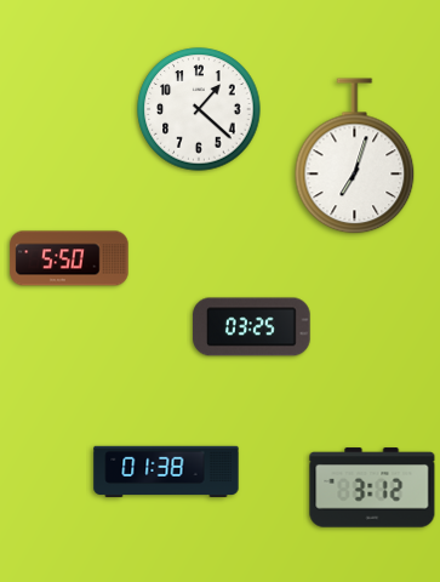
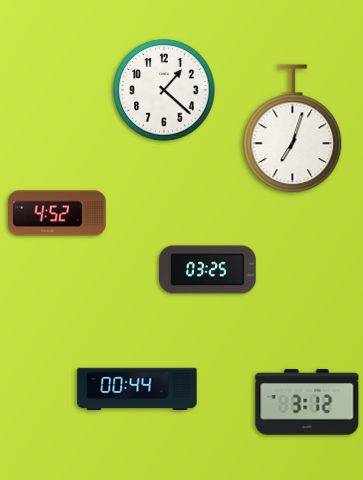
clock at (69, 258): 5:50 -> 4:52
clock at (166, 472): 01:38 -> 00:44
